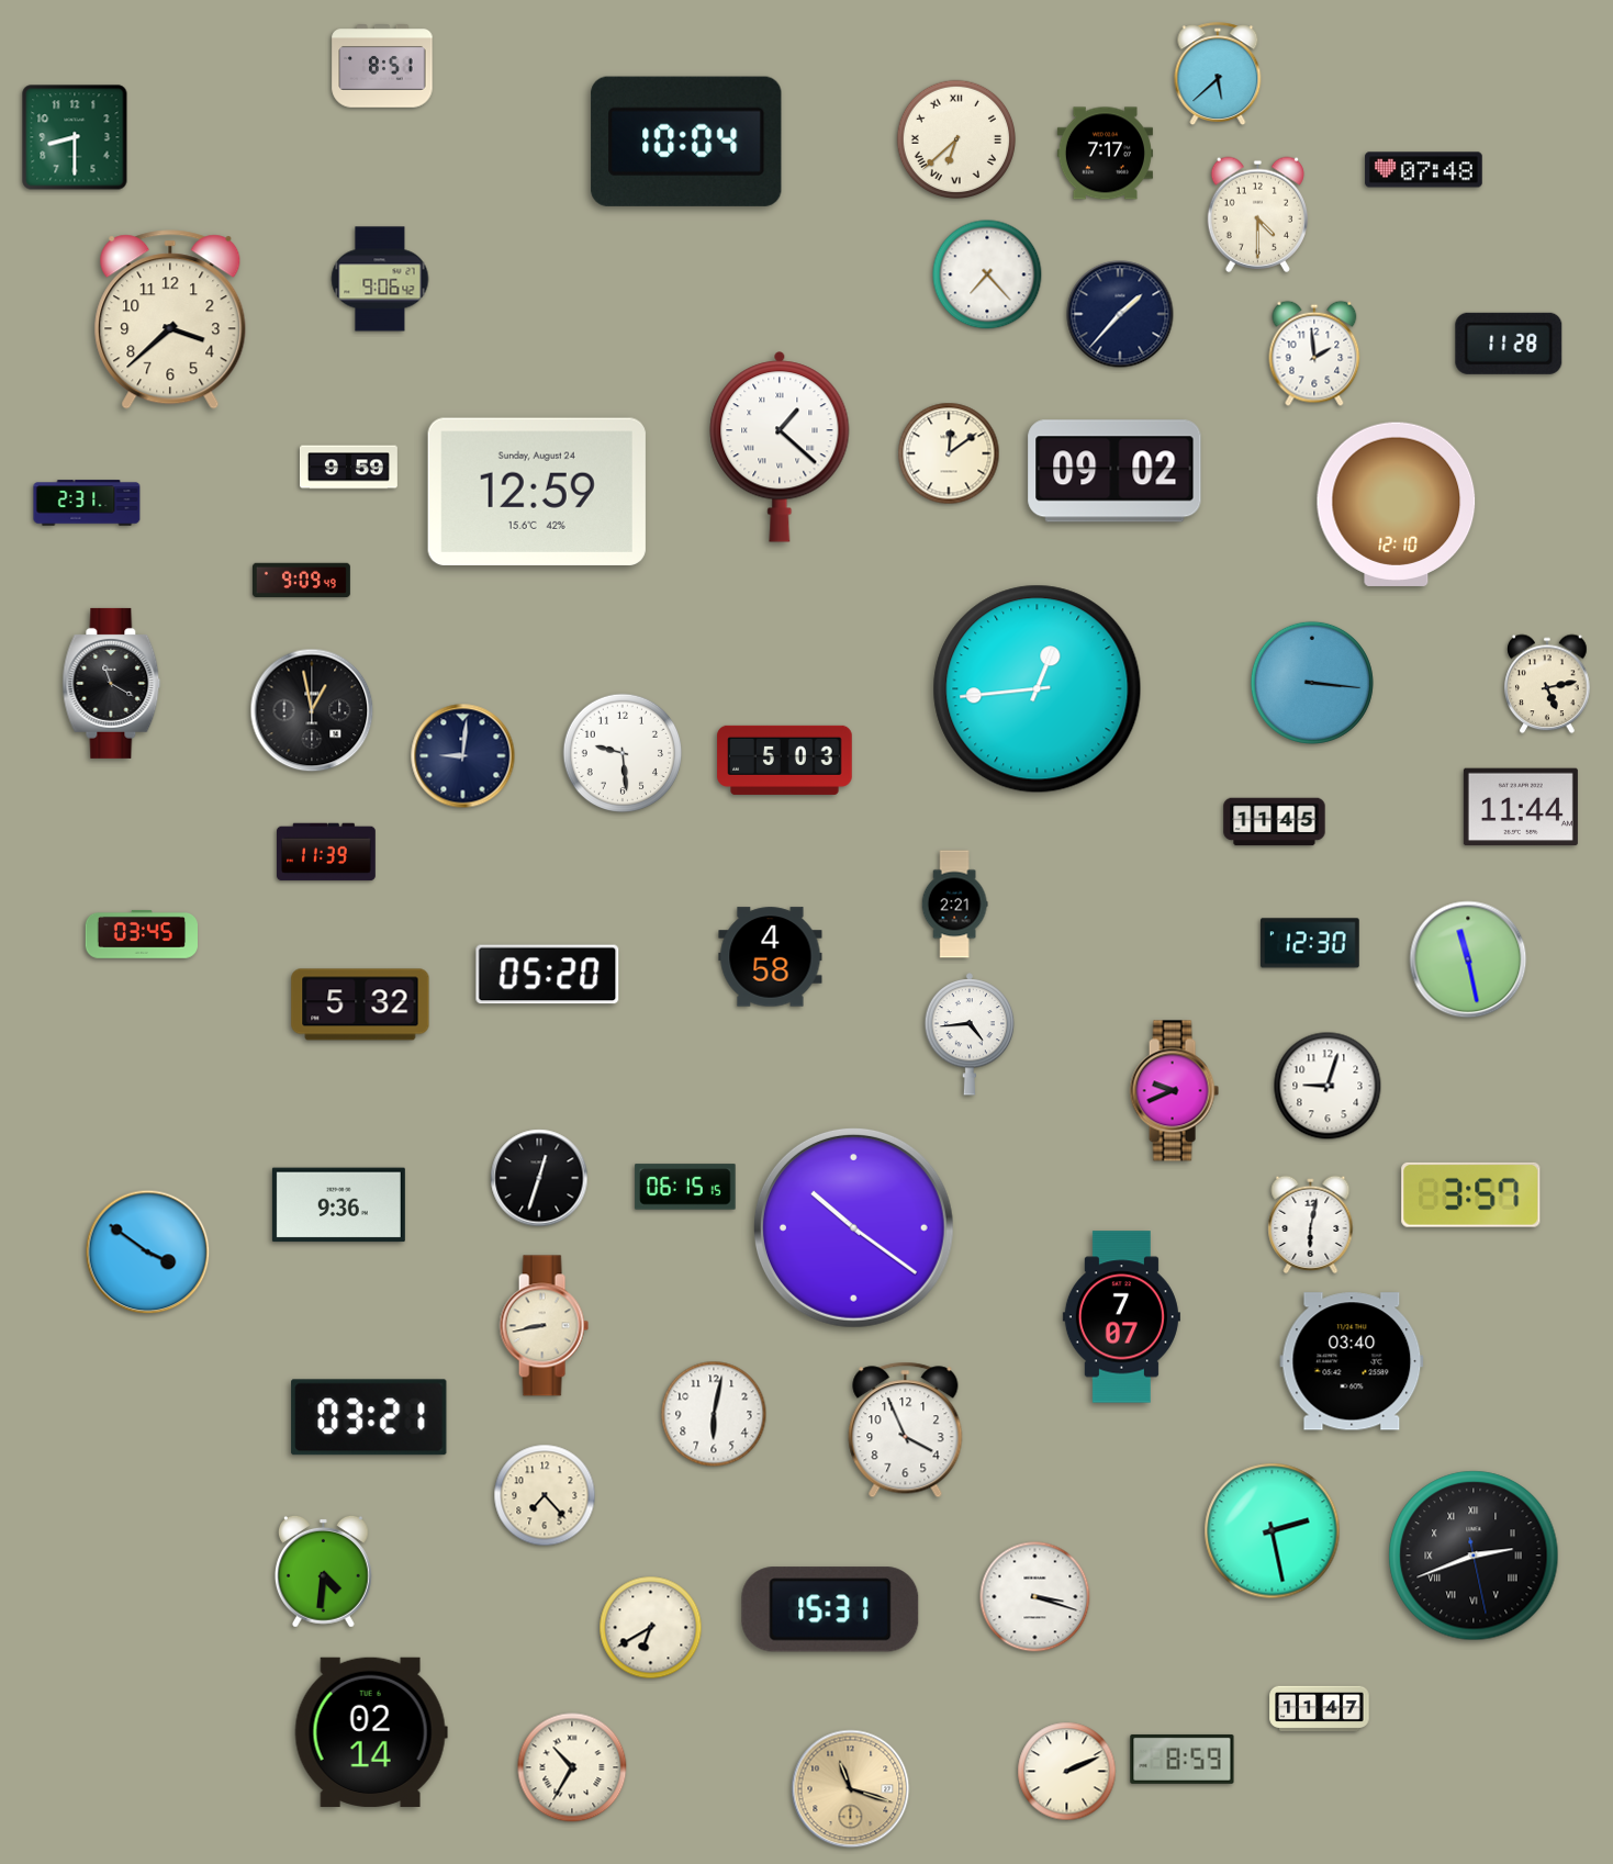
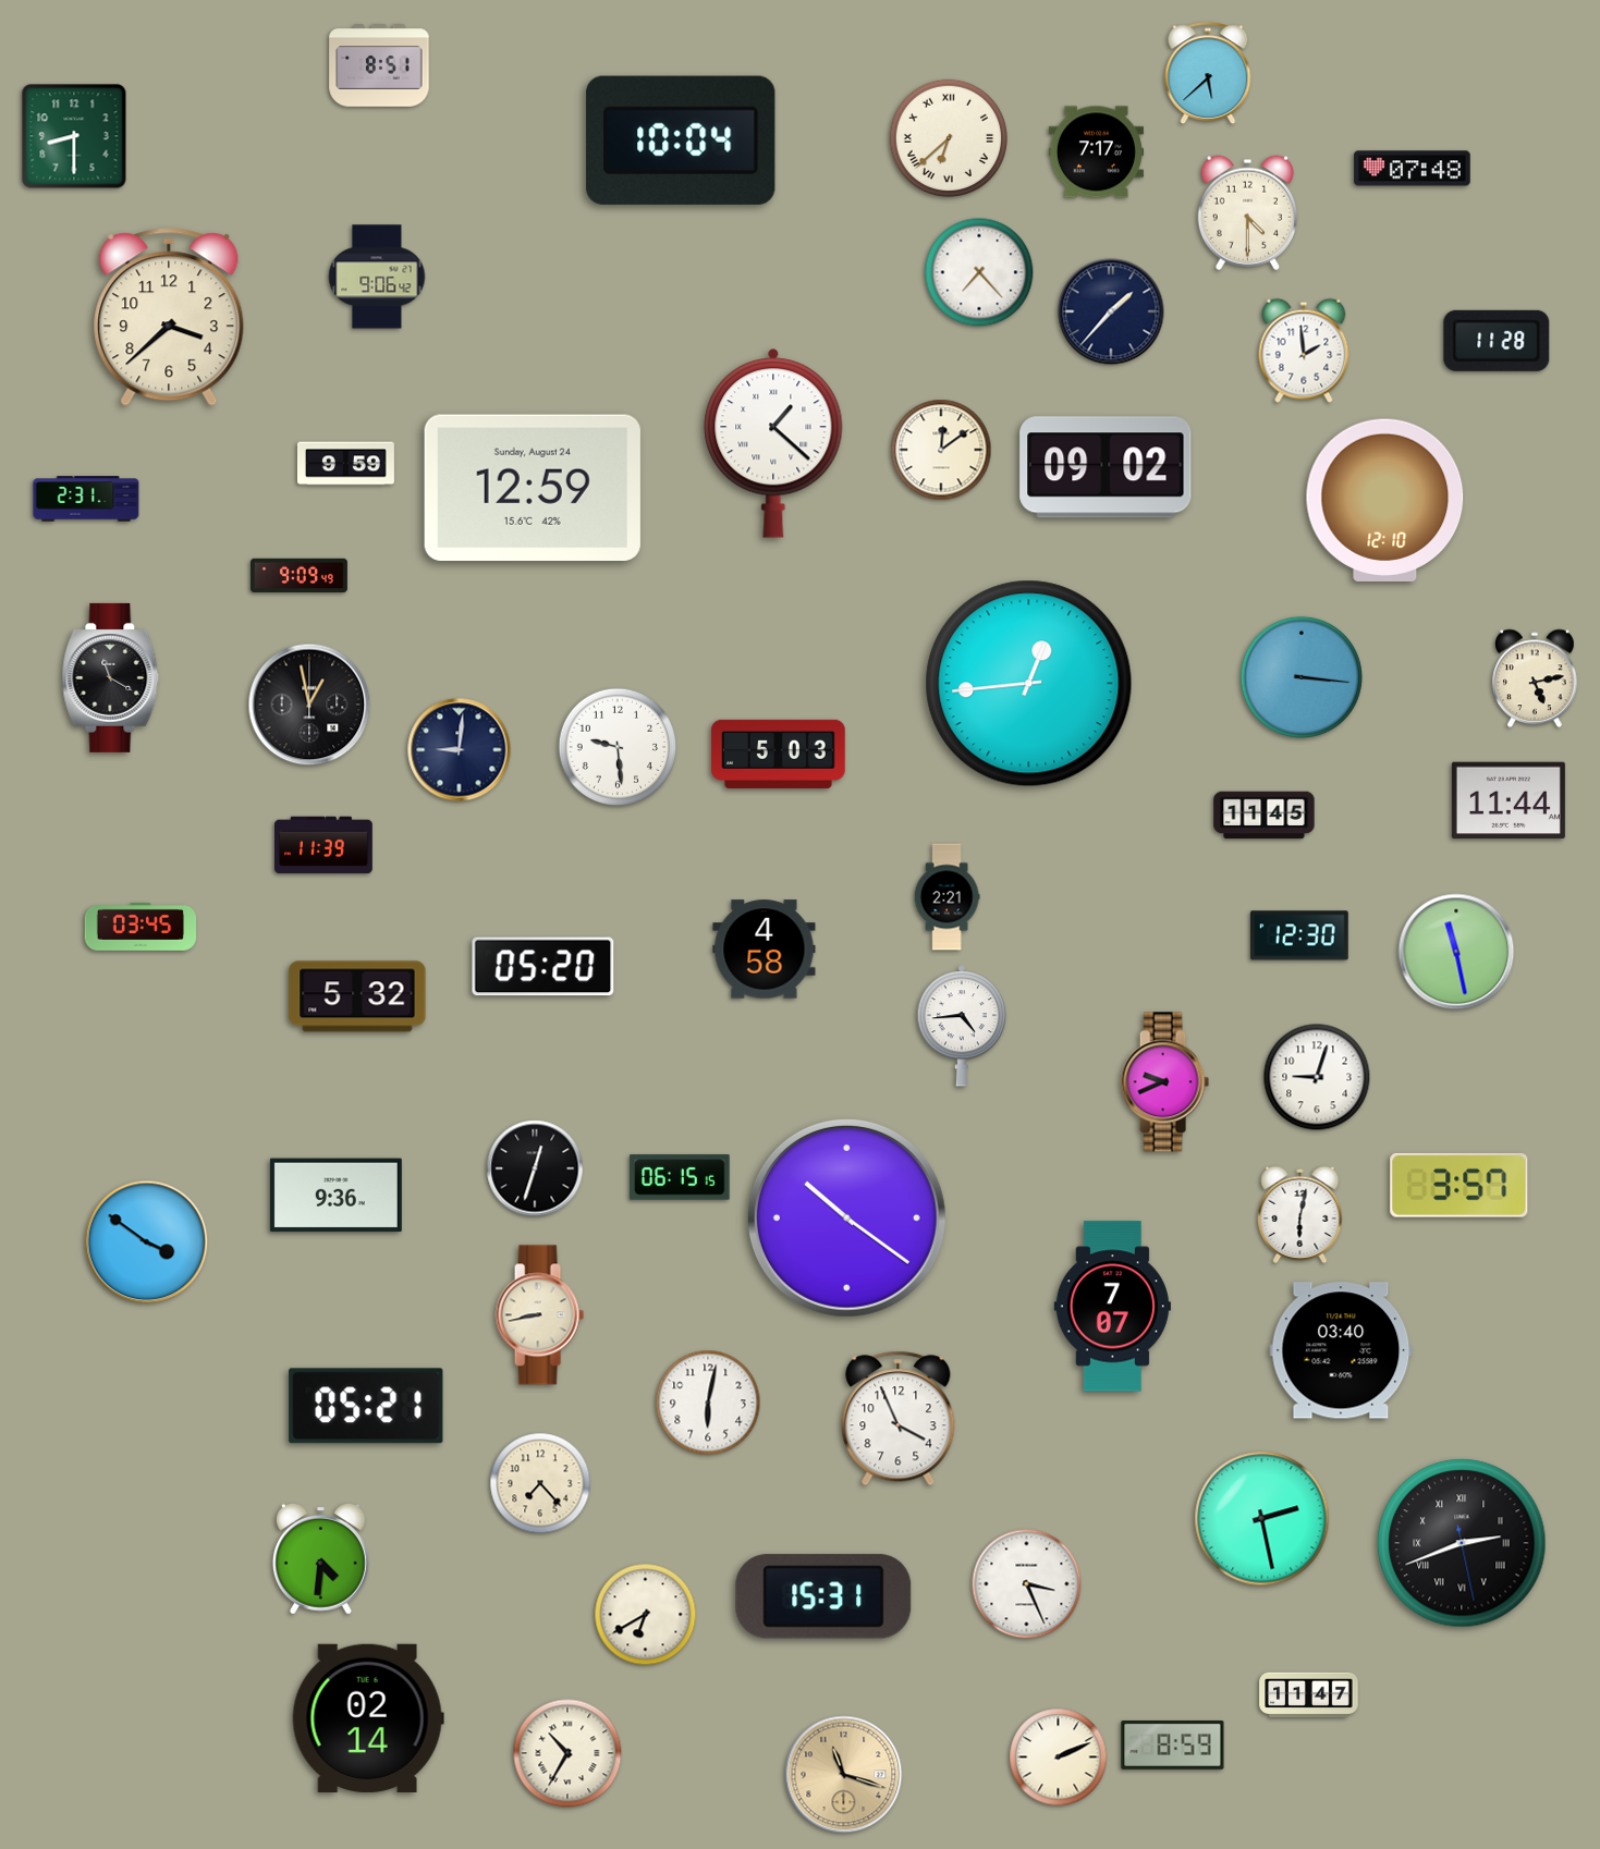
clock at (369, 1417): 03:21 -> 05:21
clock at (1035, 1597): 3:18 -> 3:26
